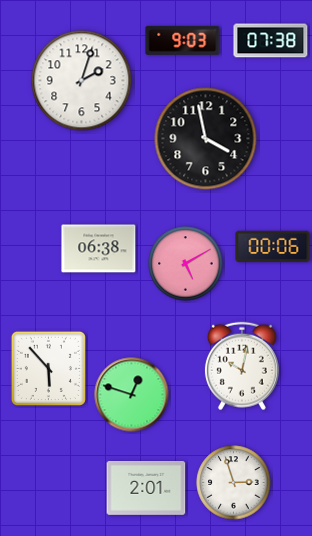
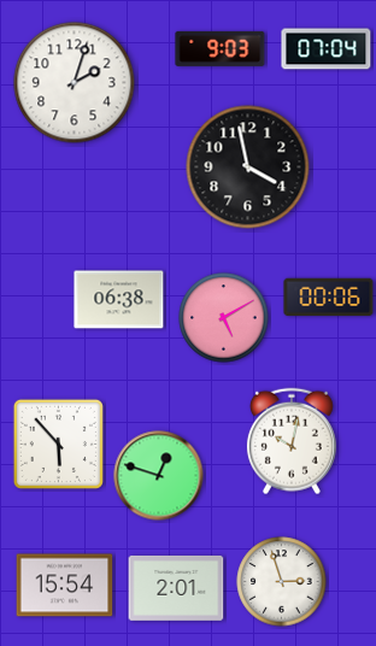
clock at (271, 41): 07:38 -> 07:04
clock at (82, 81) position: (82, 81) -> (75, 83)
clock at (65, 586): none -> 15:54
